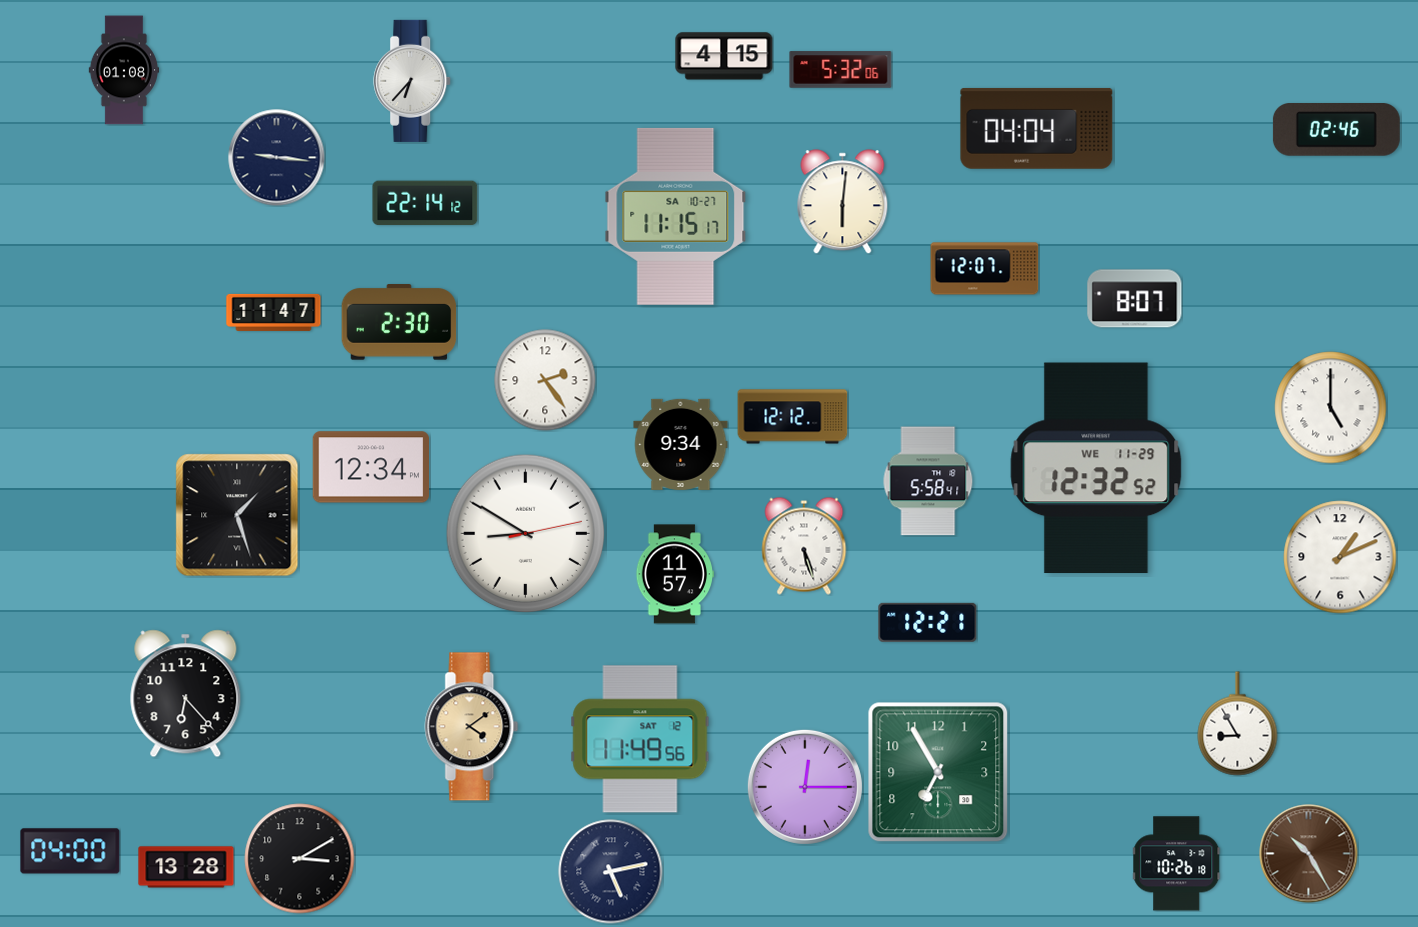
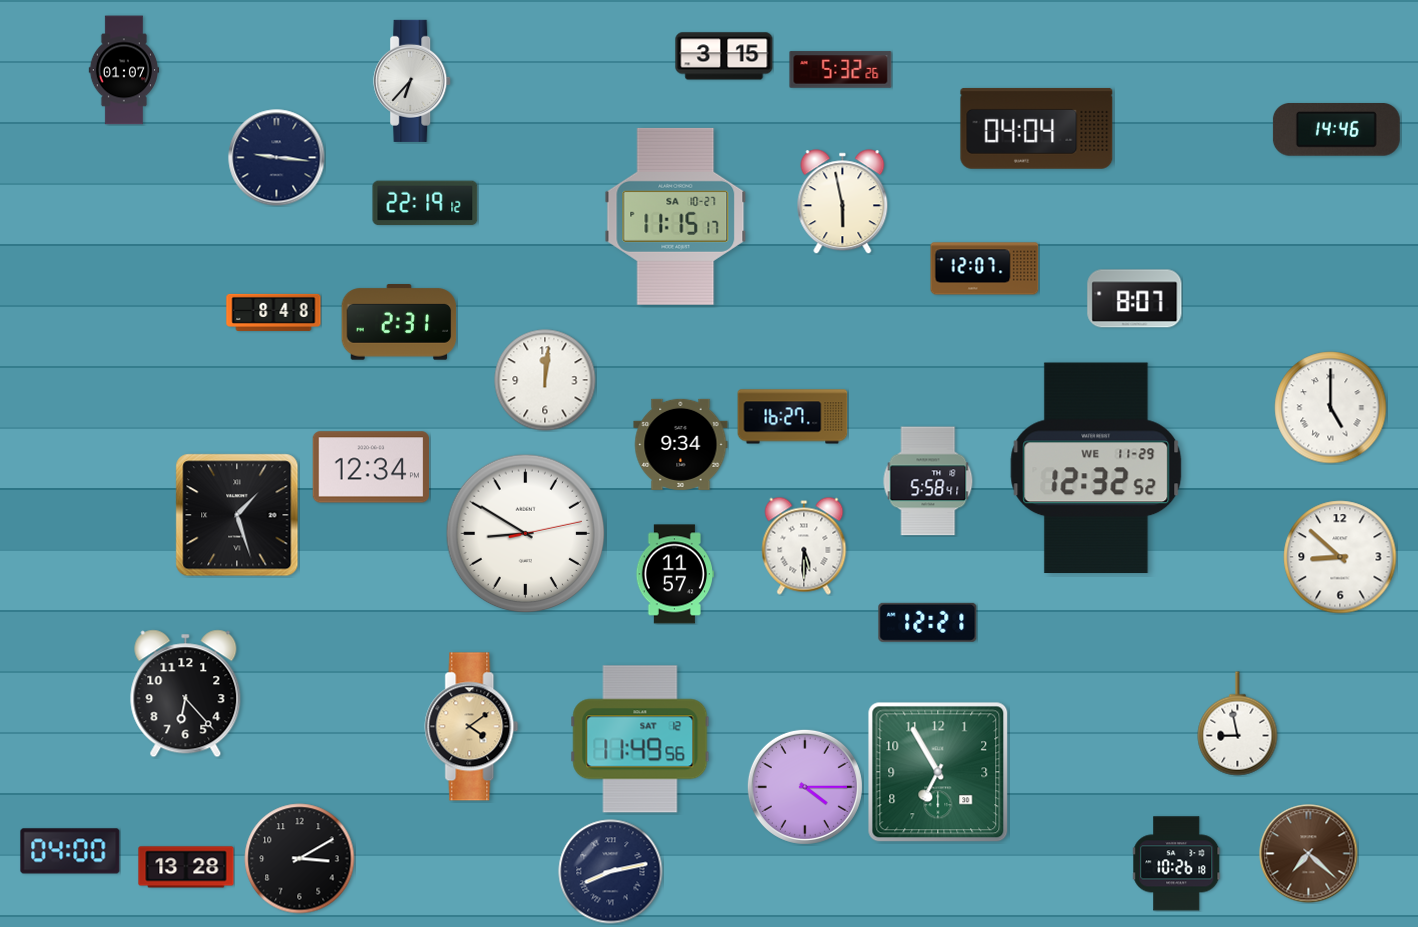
clock at (724, 56): 4:15 -> 3:15
clock at (123, 70): 01:08 -> 01:07
clock at (841, 70): 5:32:06 -> 5:32:26
clock at (1336, 130): 02:46 -> 14:46
clock at (843, 202): 6:01 -> 5:58
clock at (425, 203): 22:14 -> 22:19
clock at (274, 312): 11:47 -> 8:48
clock at (399, 322): 2:30 -> 2:31
clock at (545, 380): 2:24 -> 12:01
clock at (793, 417): 12:12 -> 16:27
clock at (804, 546): 5:27 -> 5:30
clock at (1340, 557): 1:11 -> 8:52
clock at (1238, 724): 8:55 -> 8:58
clock at (805, 787): 12:15 -> 4:15
clock at (1309, 854): 10:25 -> 7:22
clock at (611, 872): 5:13 -> 8:13
